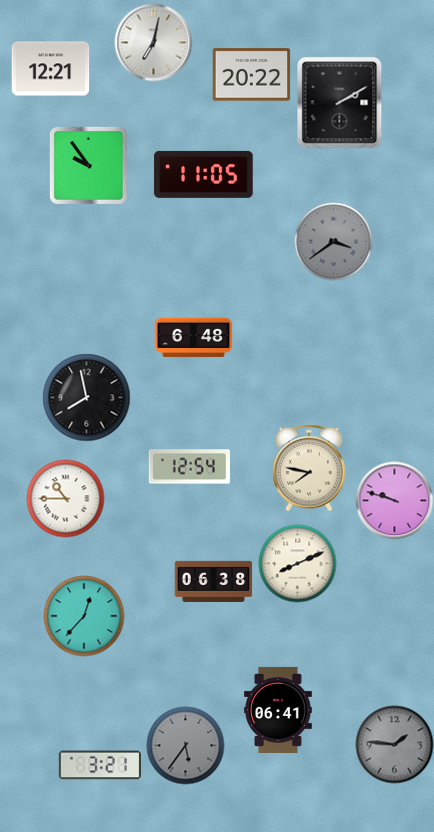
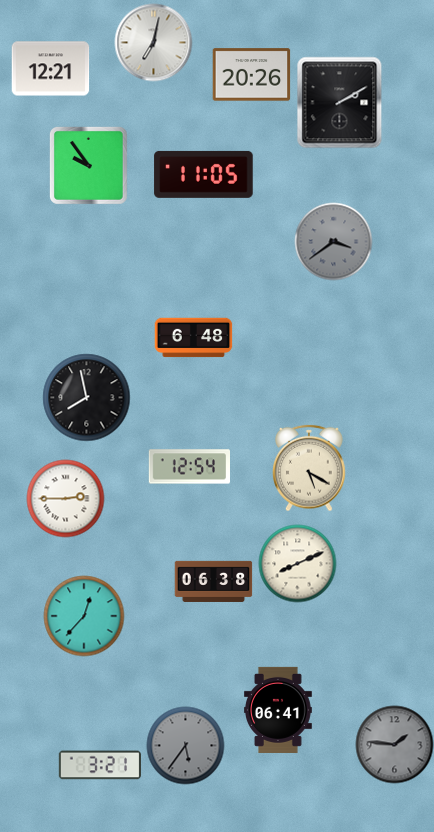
clock at (251, 75): 20:22 -> 20:26
clock at (309, 468): 7:47 -> 5:20
clock at (65, 498): 10:45 -> 2:45
clock at (394, 500): 9:48 -> none
